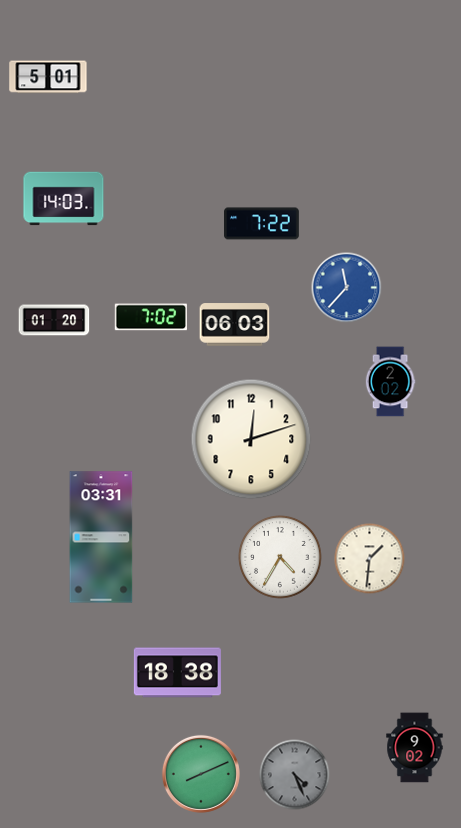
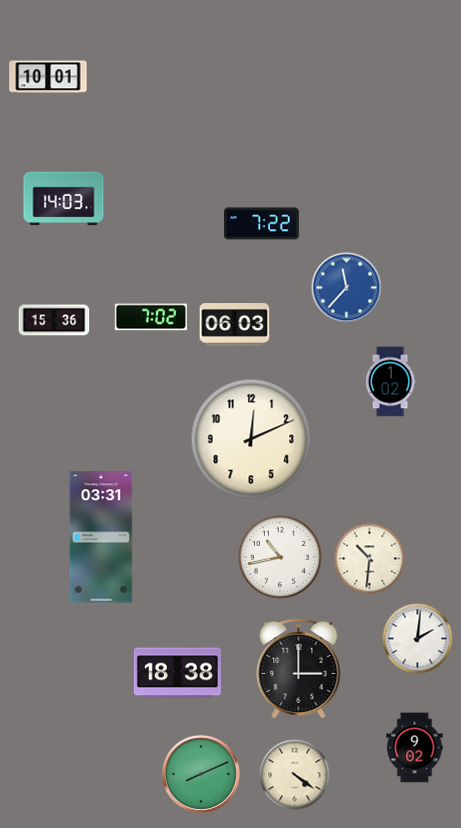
clock at (48, 77): 5:01 -> 10:01
clock at (54, 320): 01:20 -> 15:36
clock at (390, 382): 2:02 -> 1:02
clock at (251, 439): 12:12 -> 12:11
clock at (281, 558): 4:35 -> 10:43
clock at (370, 559): 1:31 -> 10:31
clock at (418, 639): none -> 2:01
clock at (299, 668): none -> 3:00
clock at (295, 775): 4:26 -> 4:21
clock at (295, 775) dial: grey -> cream
